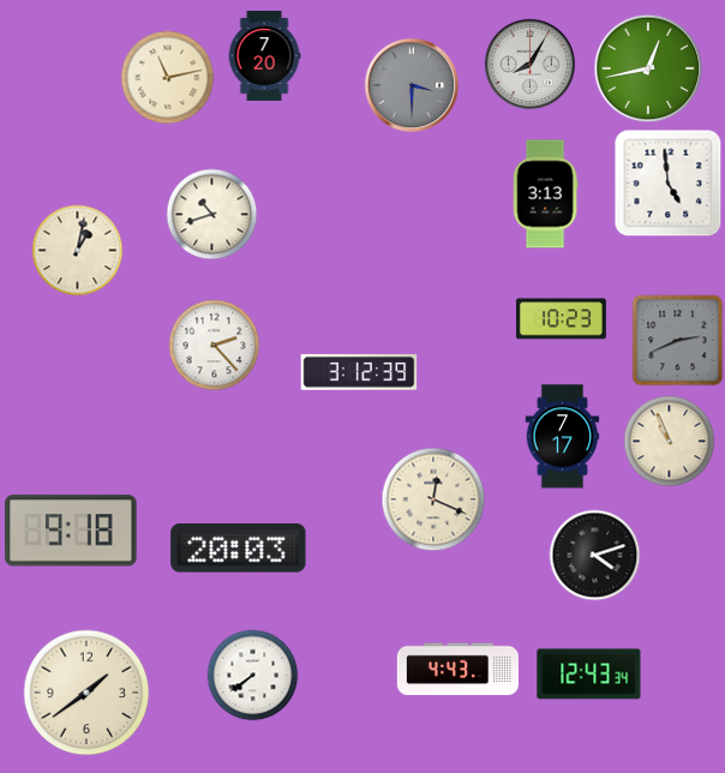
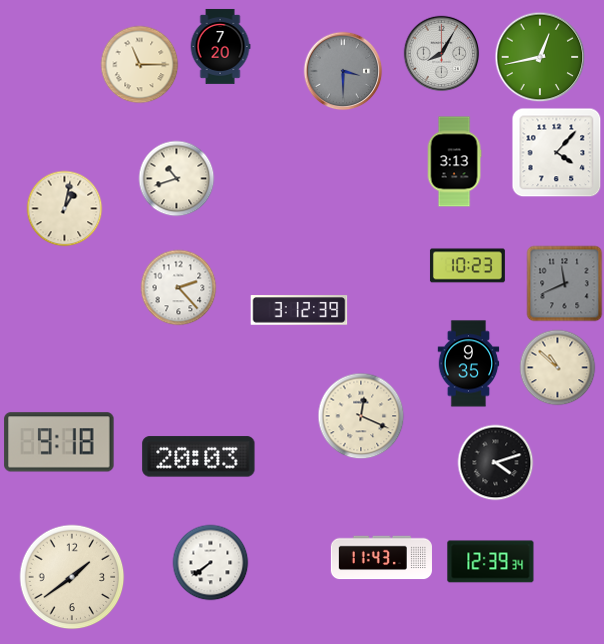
clock at (168, 78): 11:13 -> 11:15
clock at (669, 184): 4:59 -> 4:07
clock at (678, 341): 2:41 -> 11:41
clock at (563, 437): 7:17 -> 9:35
clock at (670, 442): 10:56 -> 10:52
clock at (457, 670): 4:43 -> 11:43
clock at (589, 675): 12:43 -> 12:39
